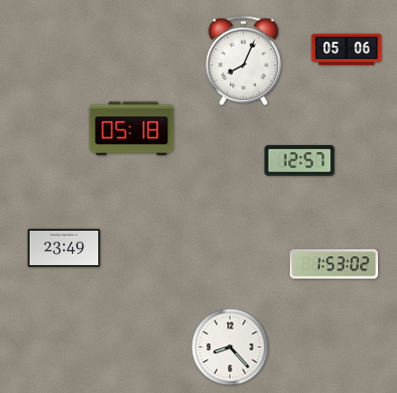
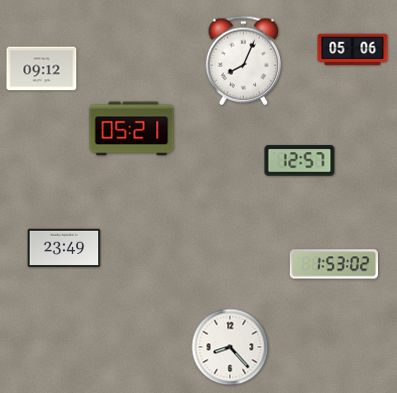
clock at (347, 50) position: (347, 50) -> (353, 50)
clock at (42, 69): none -> 09:12
clock at (132, 129): 05:18 -> 05:21
